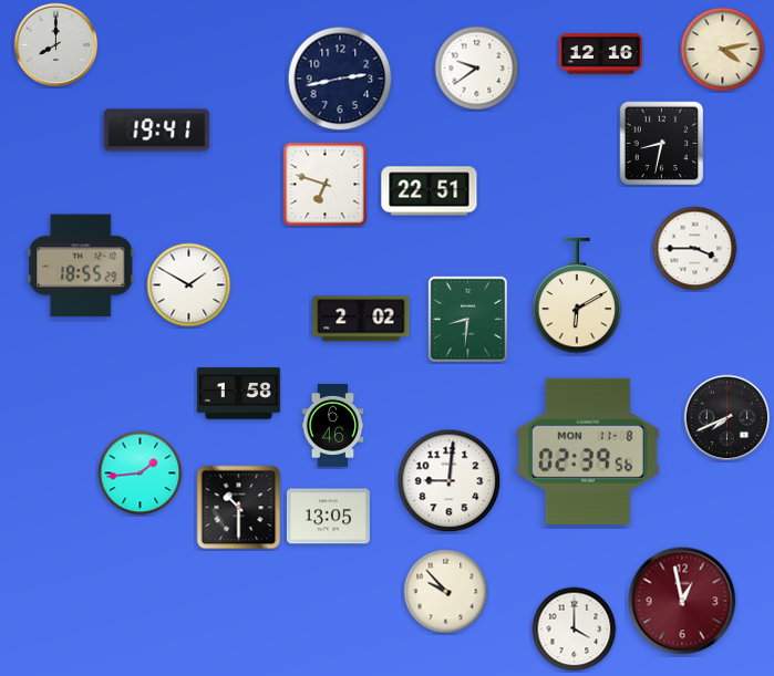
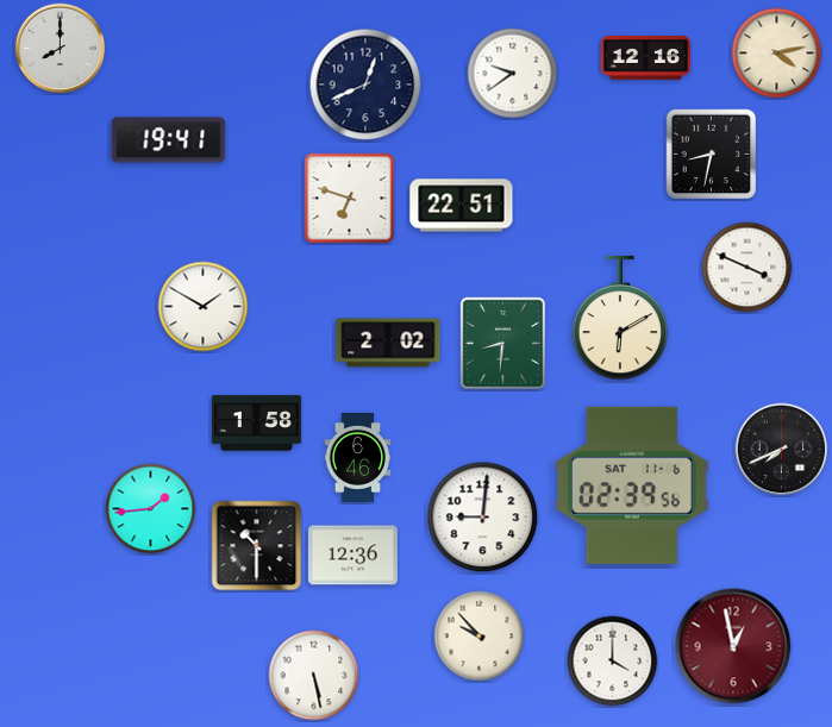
clock at (340, 79): 2:43 -> 12:41
clock at (695, 249): 3:45 -> 3:49
clock at (81, 266): 18:55 -> none
clock at (588, 451) date: MON 11-8 -> SAT 11-6
clock at (328, 517): 13:05 -> 12:36
clock at (314, 676): none -> 5:28
clock at (575, 630) position: (575, 630) -> (613, 662)
